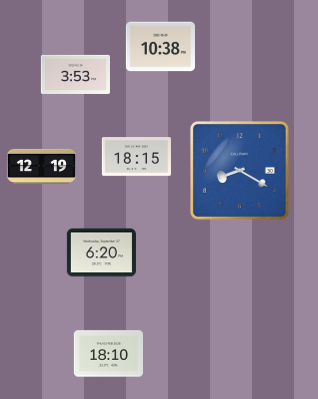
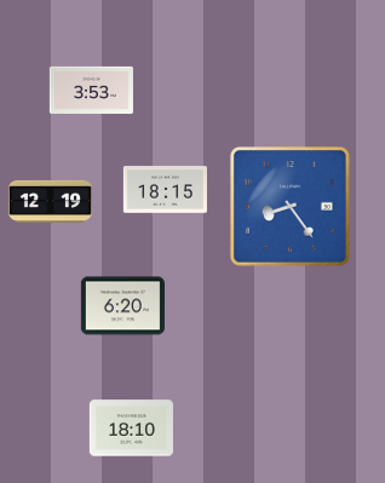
clock at (160, 47): 10:38 -> none
clock at (239, 170): 8:20 -> 8:24
